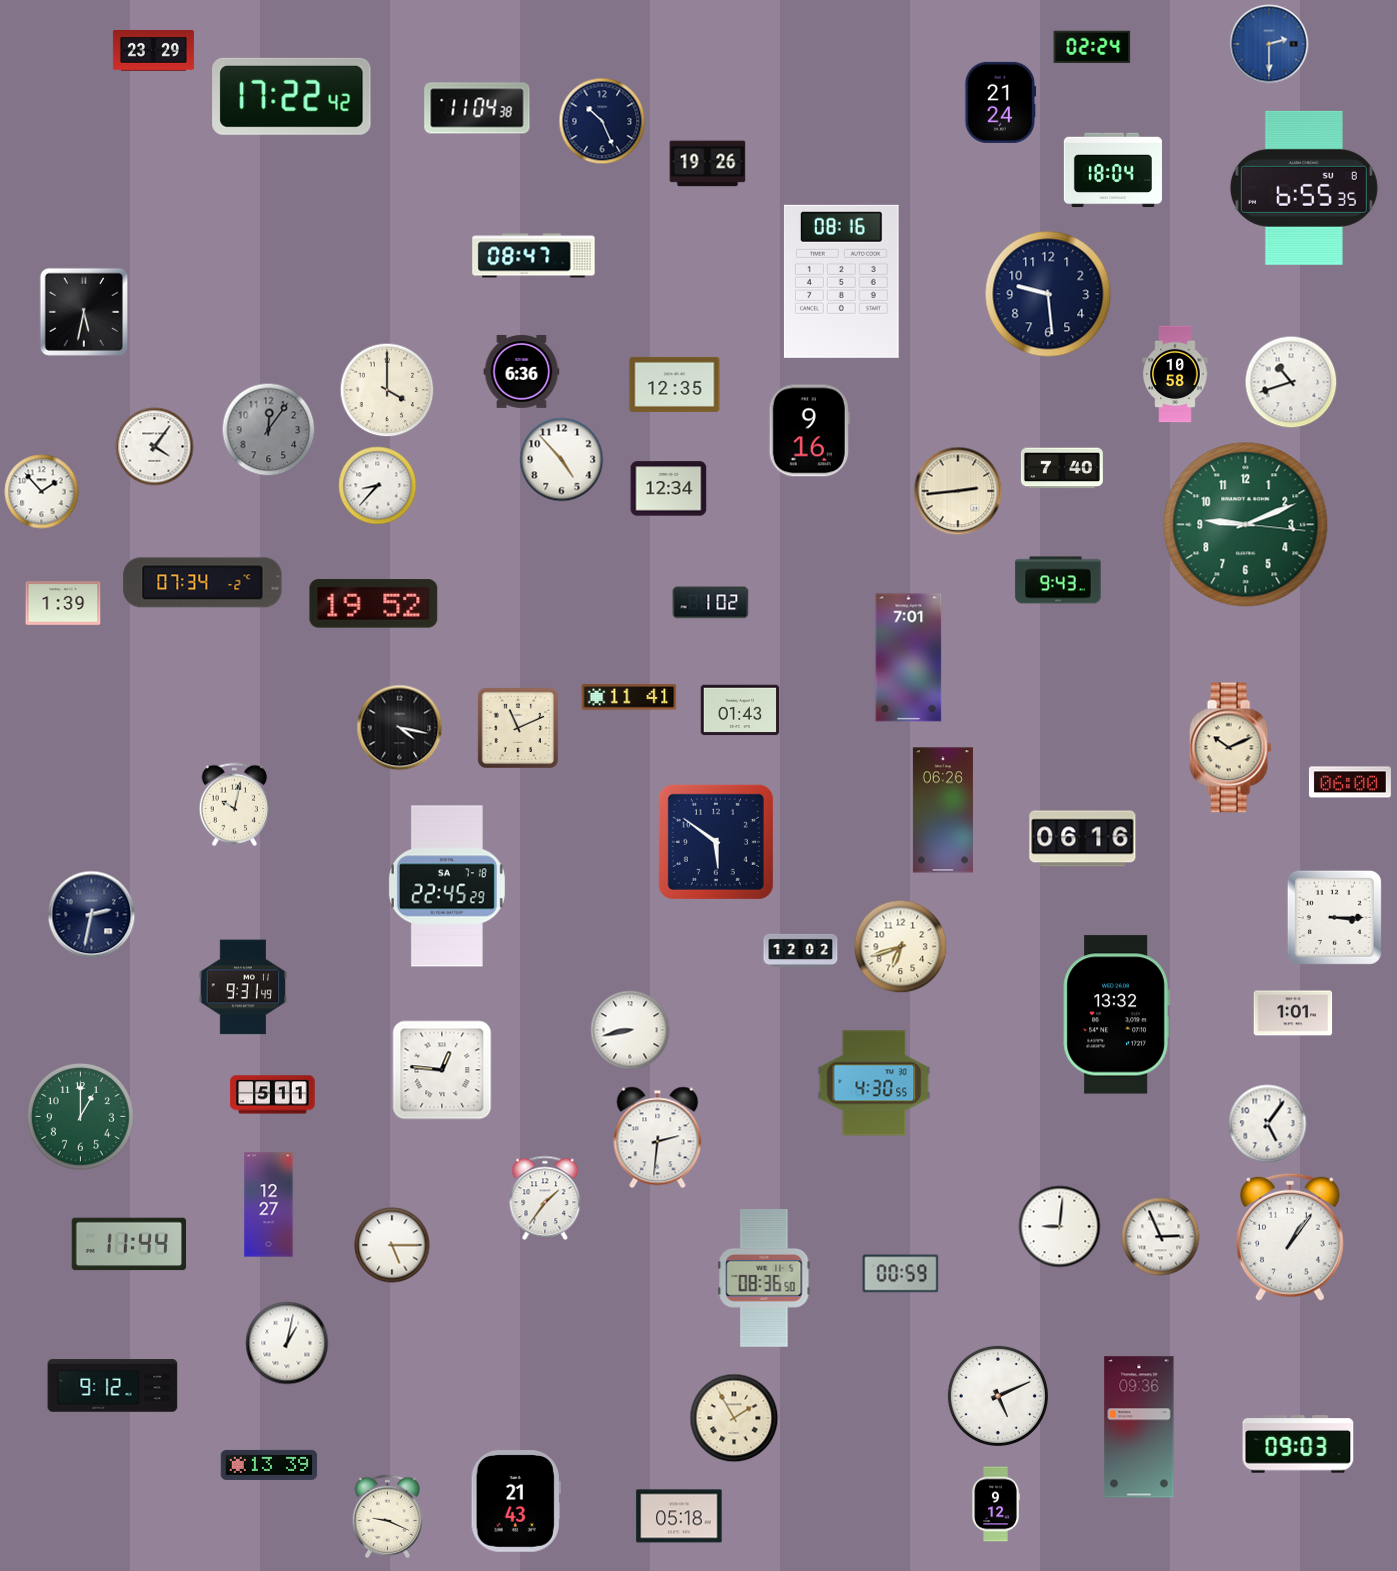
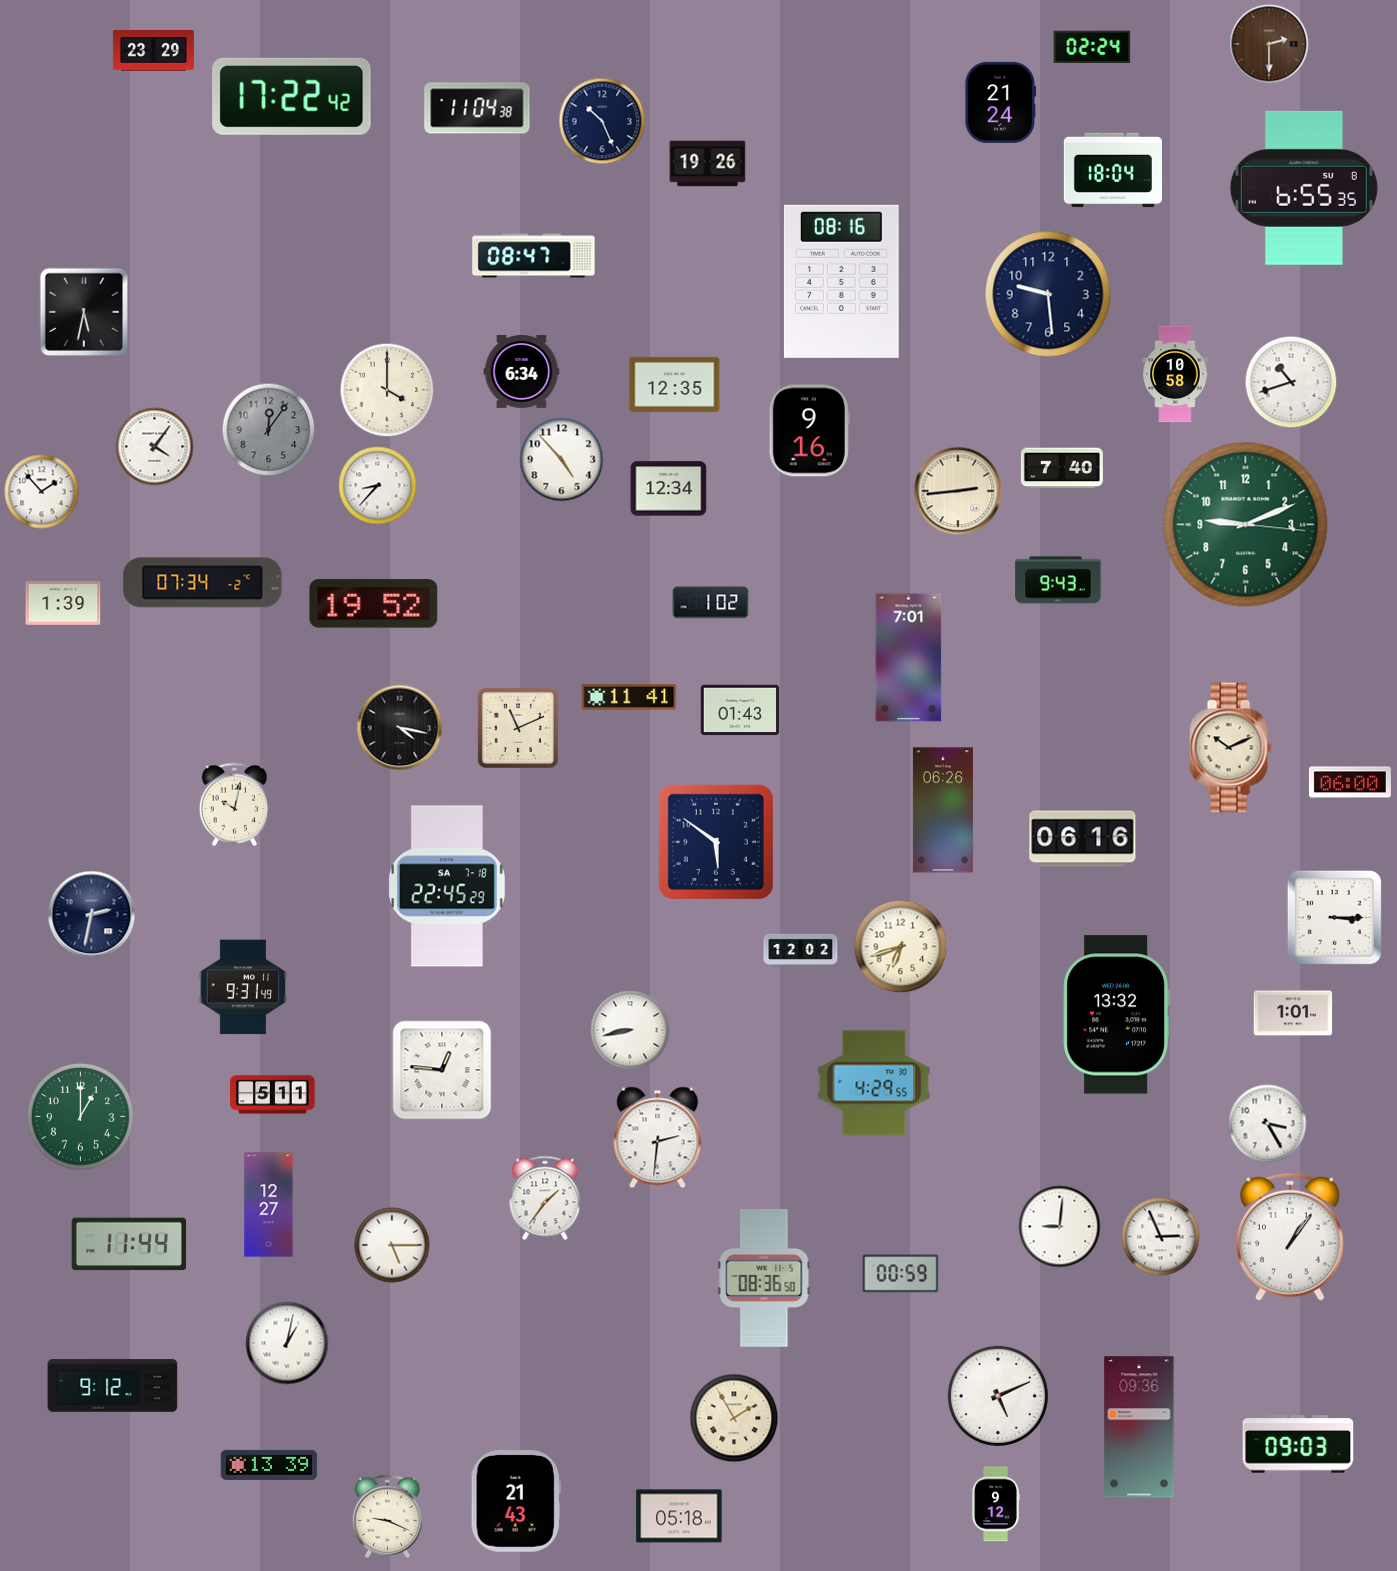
clock at (1269, 44) dial: blue -> brown
clock at (522, 371): 6:36 -> 6:34
clock at (874, 1083): 4:30 -> 4:29
clock at (1268, 1124): 5:06 -> 3:25
